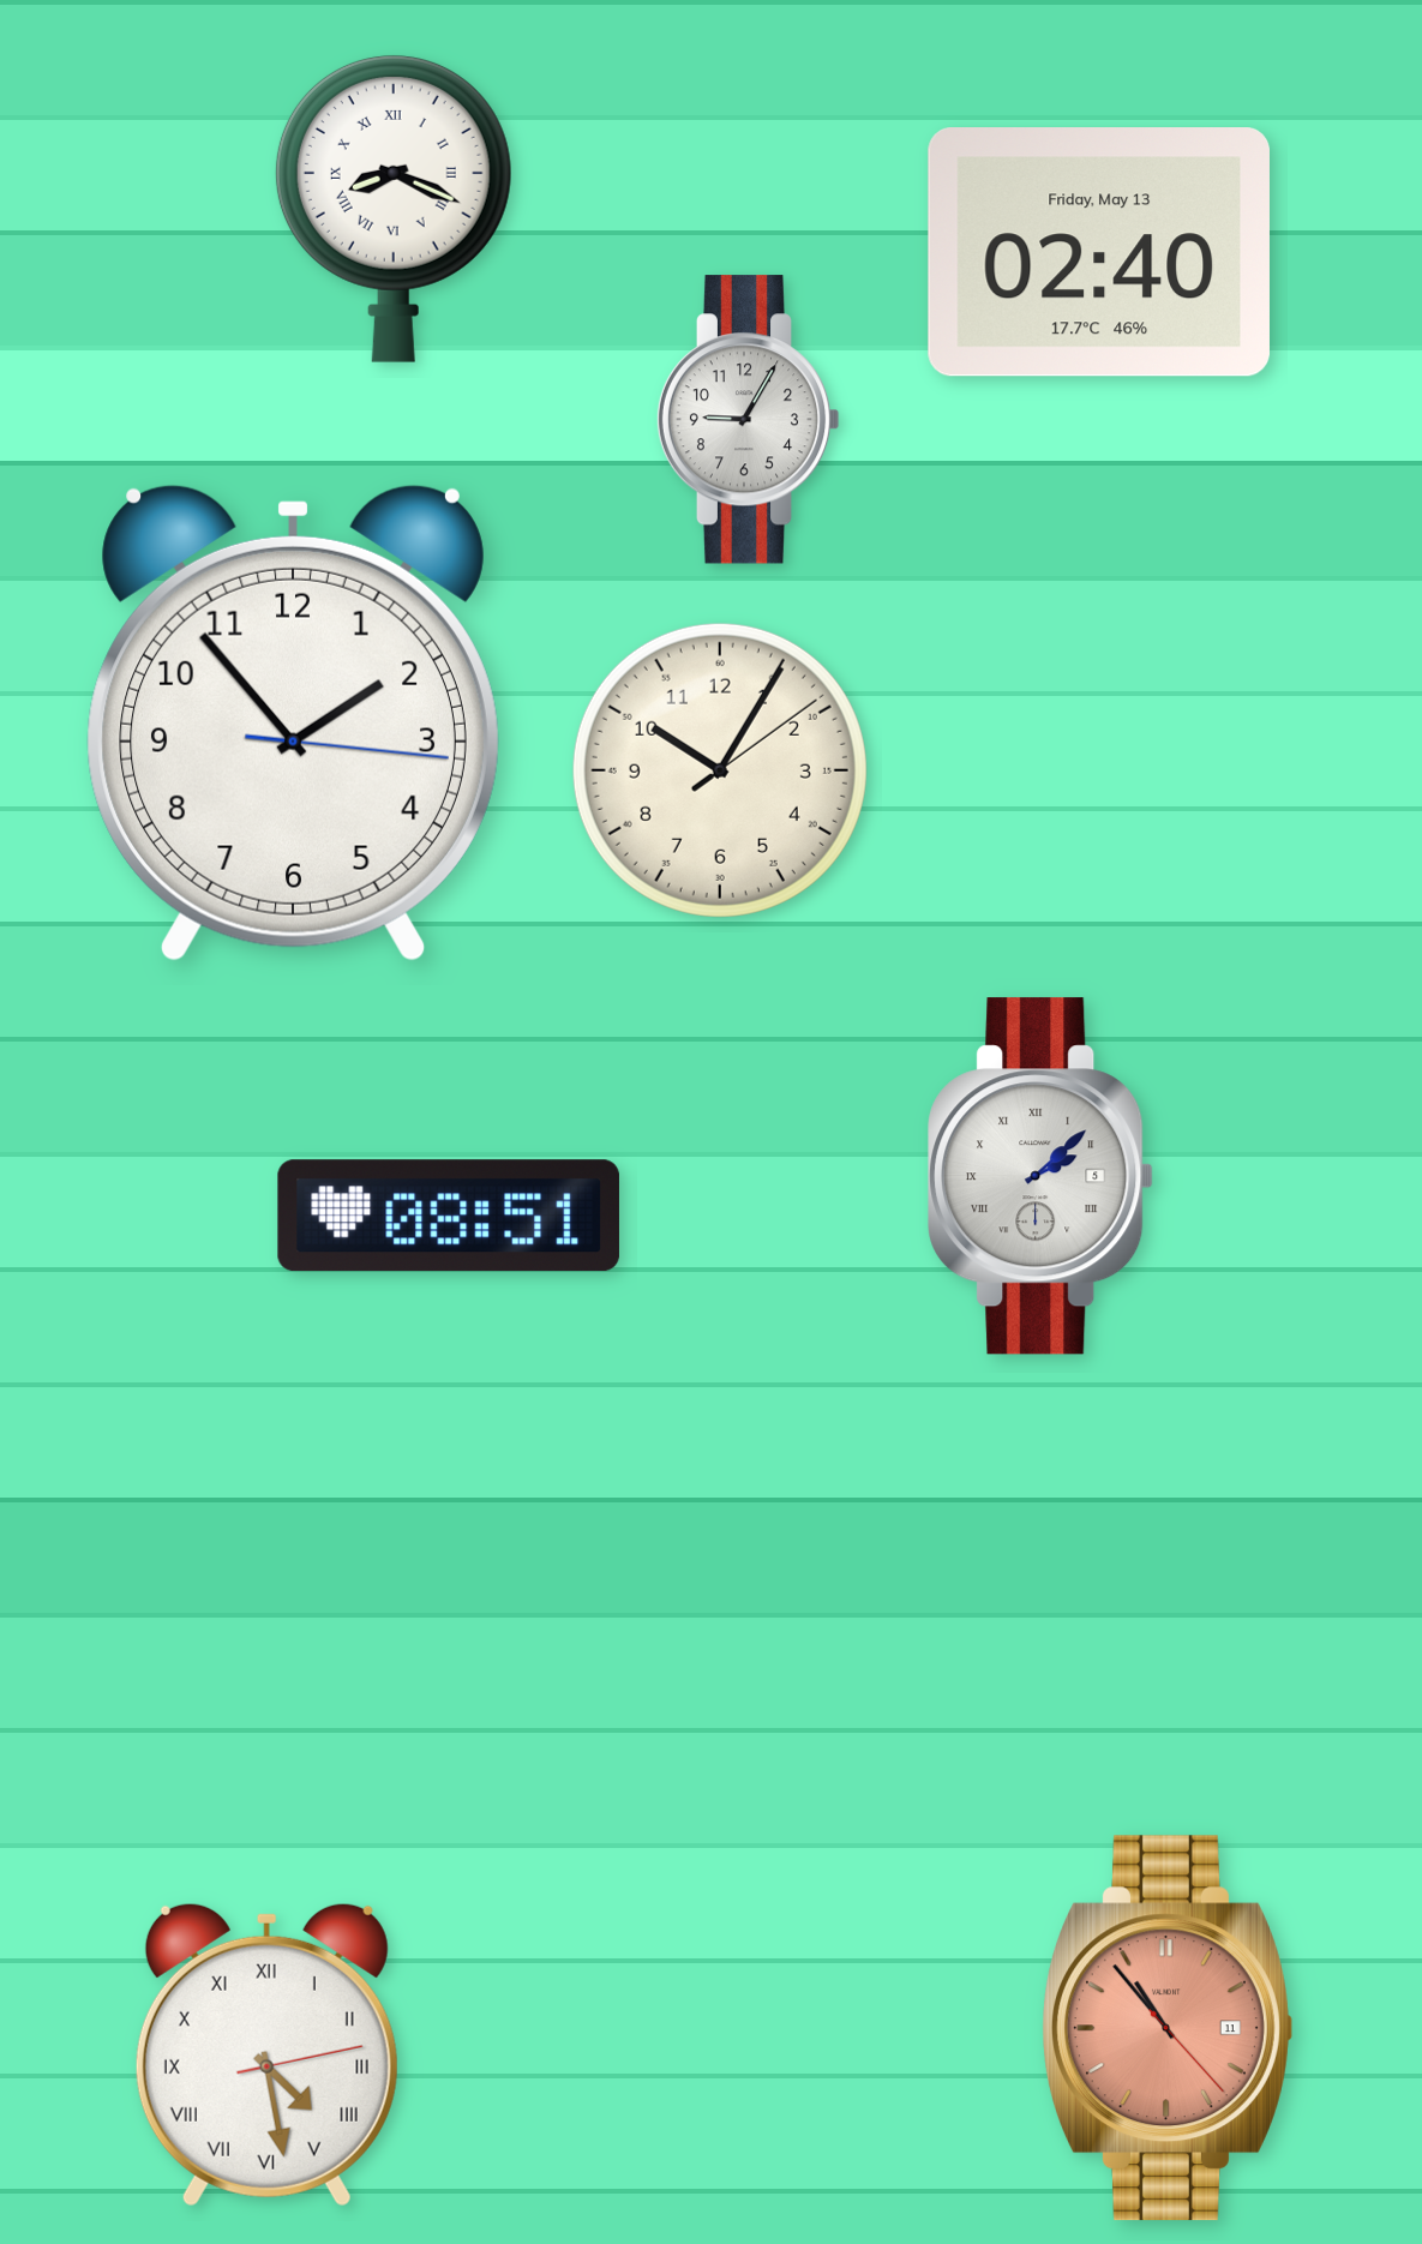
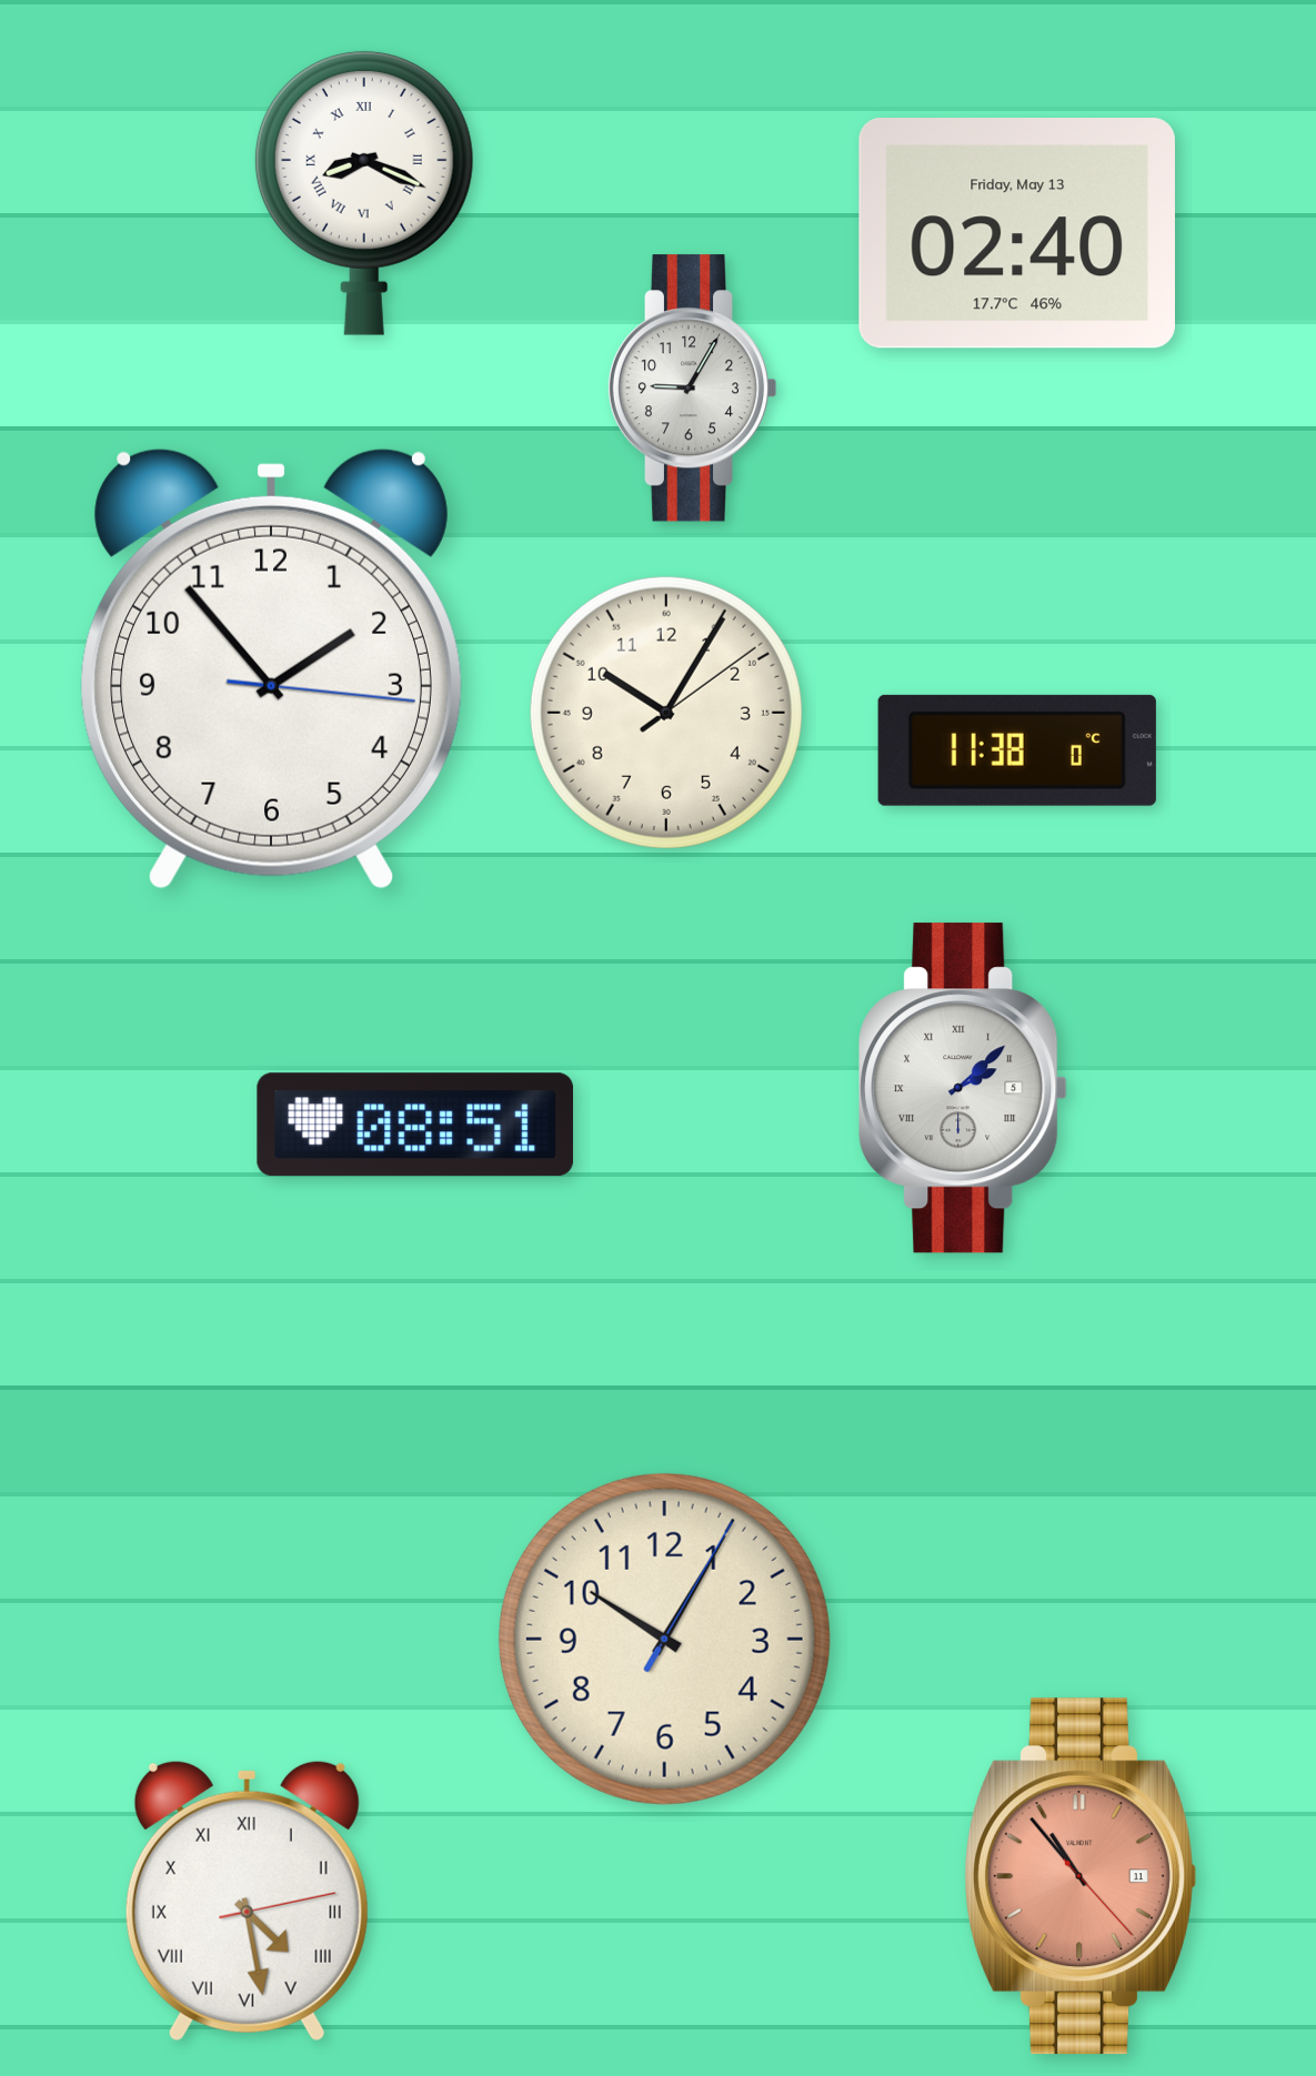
clock at (1017, 750): none -> 11:38
clock at (664, 1639): none -> 10:05
